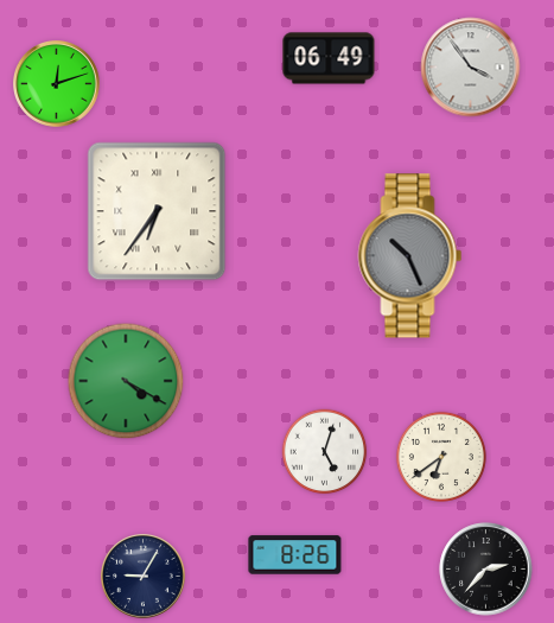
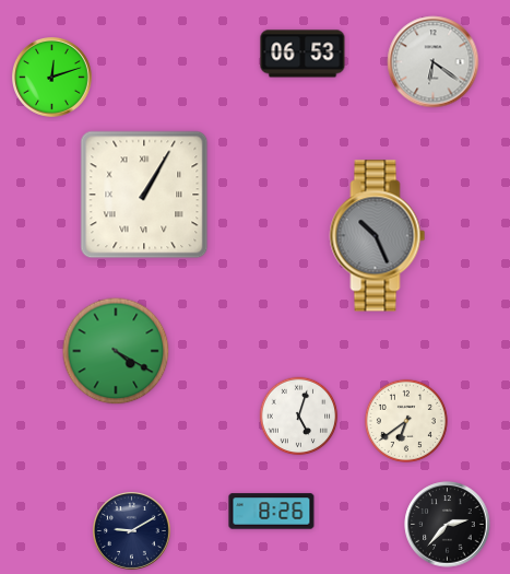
clock at (329, 58): 06:49 -> 06:53
clock at (471, 68): 3:54 -> 6:21
clock at (157, 211): 6:36 -> 1:05
clock at (142, 576): 9:05 -> 9:10
